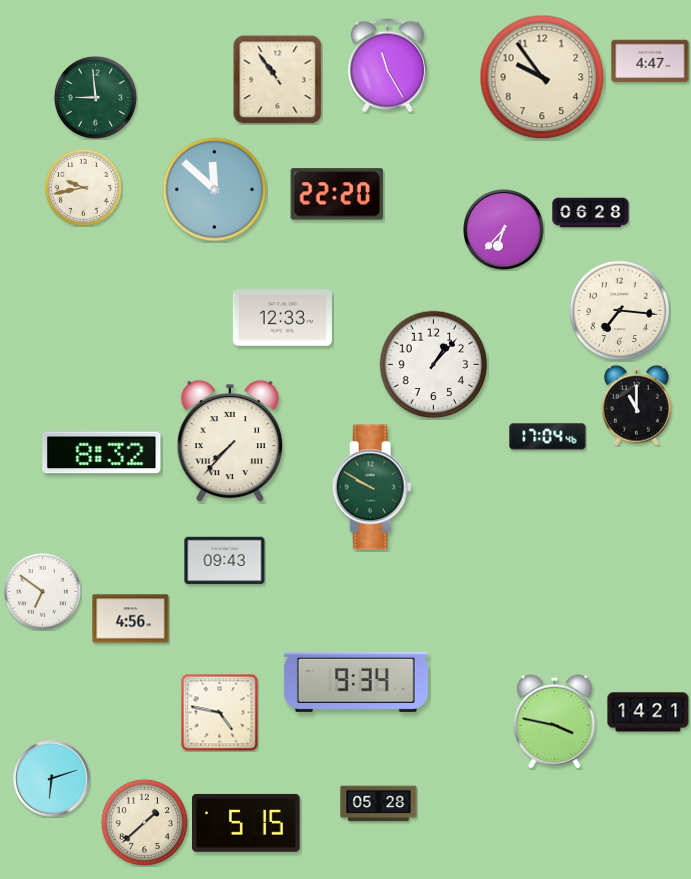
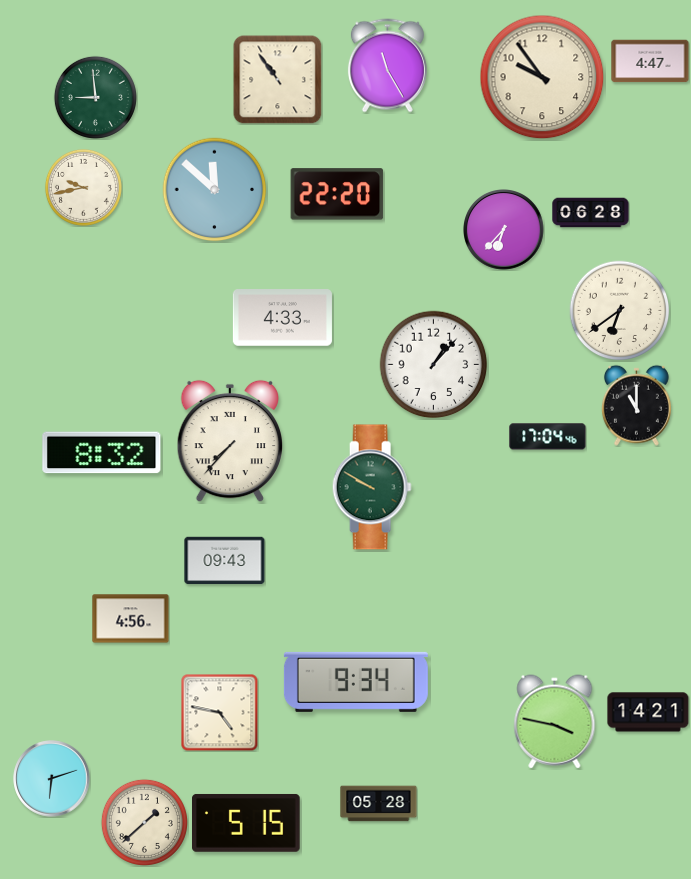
clock at (620, 311): 7:16 -> 6:39
clock at (282, 318): 12:33 -> 4:33
clock at (42, 591): 6:51 -> none
